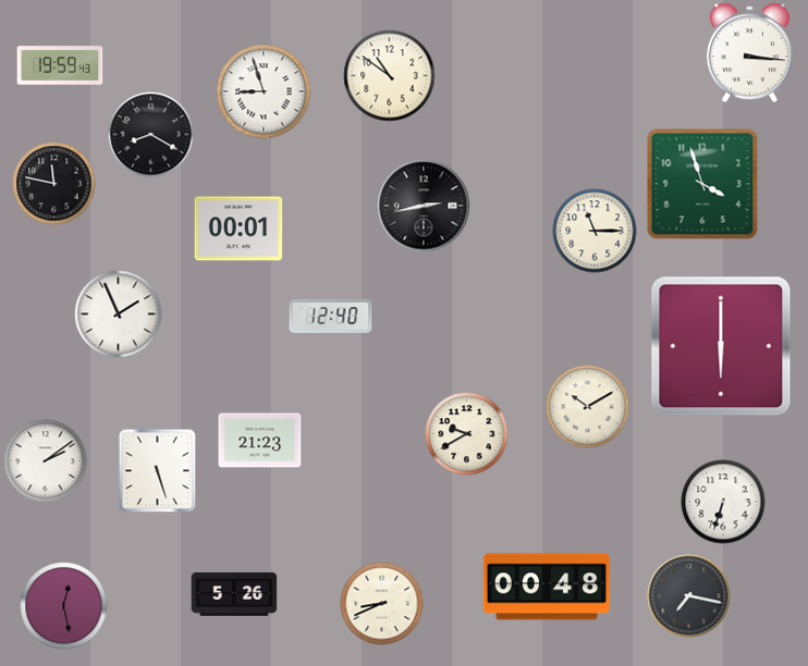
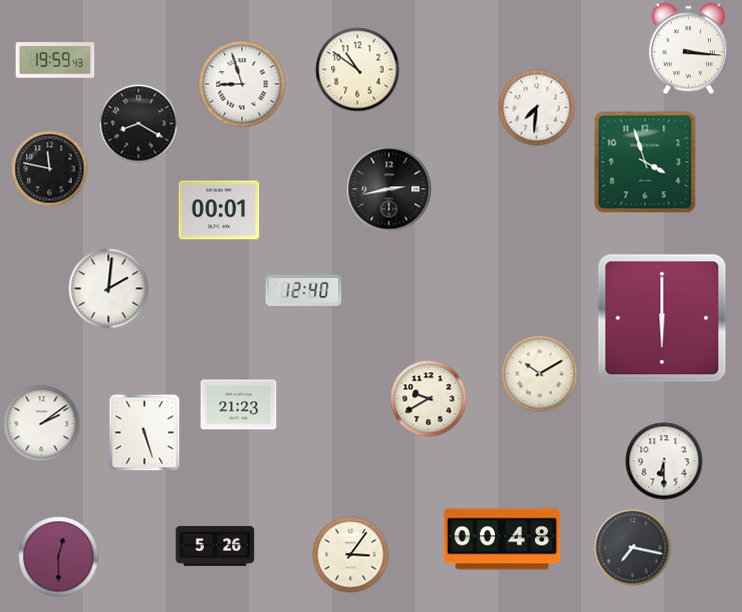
clock at (537, 108): none -> 7:31
clock at (702, 184) position: (702, 184) -> (645, 162)
clock at (595, 231): 11:15 -> none
clock at (119, 314): 1:56 -> 2:01
clock at (723, 502): 6:33 -> 6:30
clock at (382, 604): 8:41 -> 3:06
clock at (64, 606): 12:28 -> 12:30
